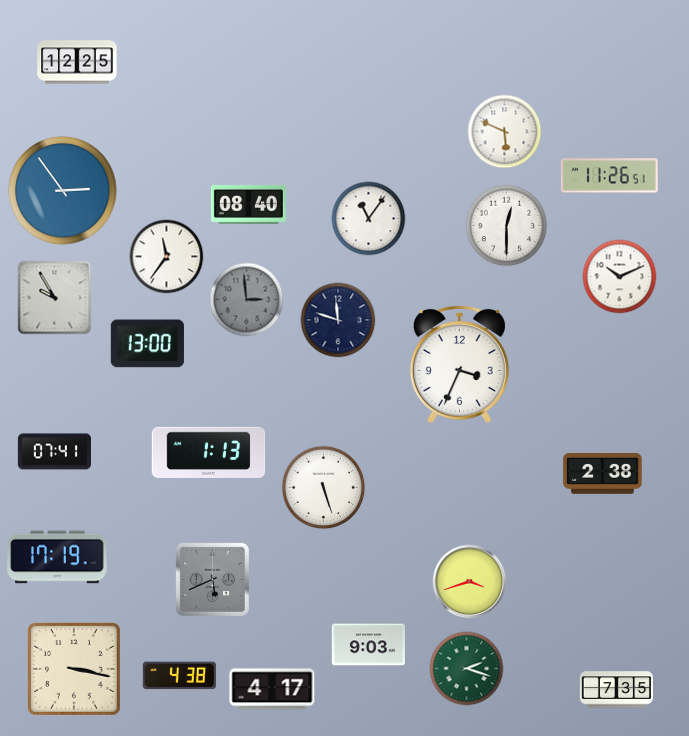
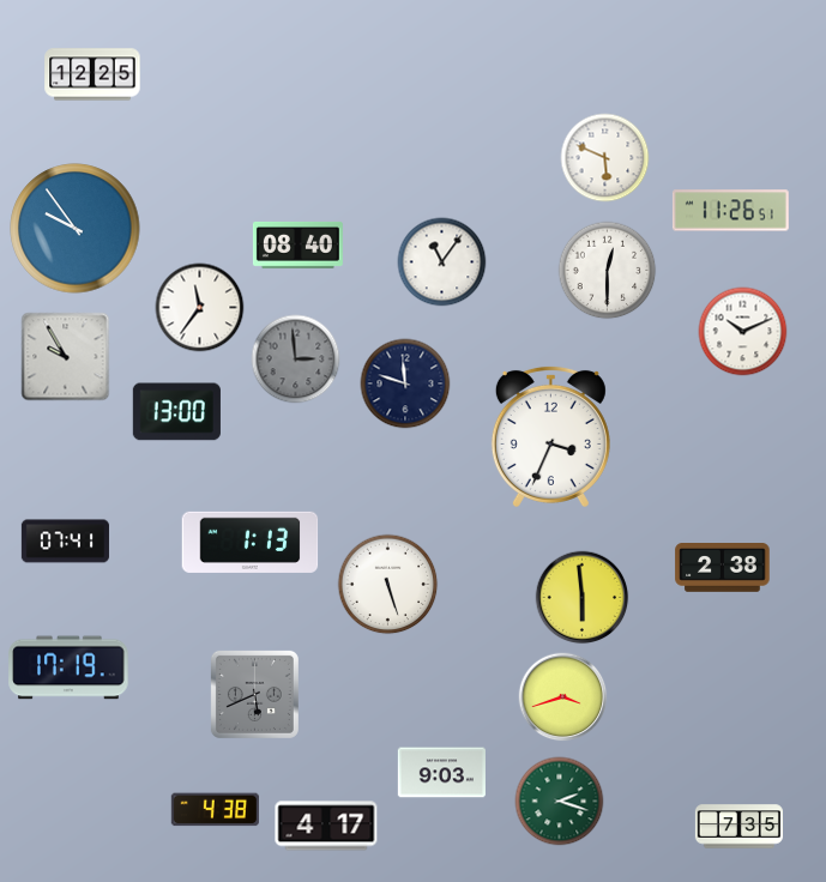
clock at (63, 191): 2:54 -> 9:54
clock at (583, 598): none -> 5:59
clock at (75, 670): 3:17 -> none
